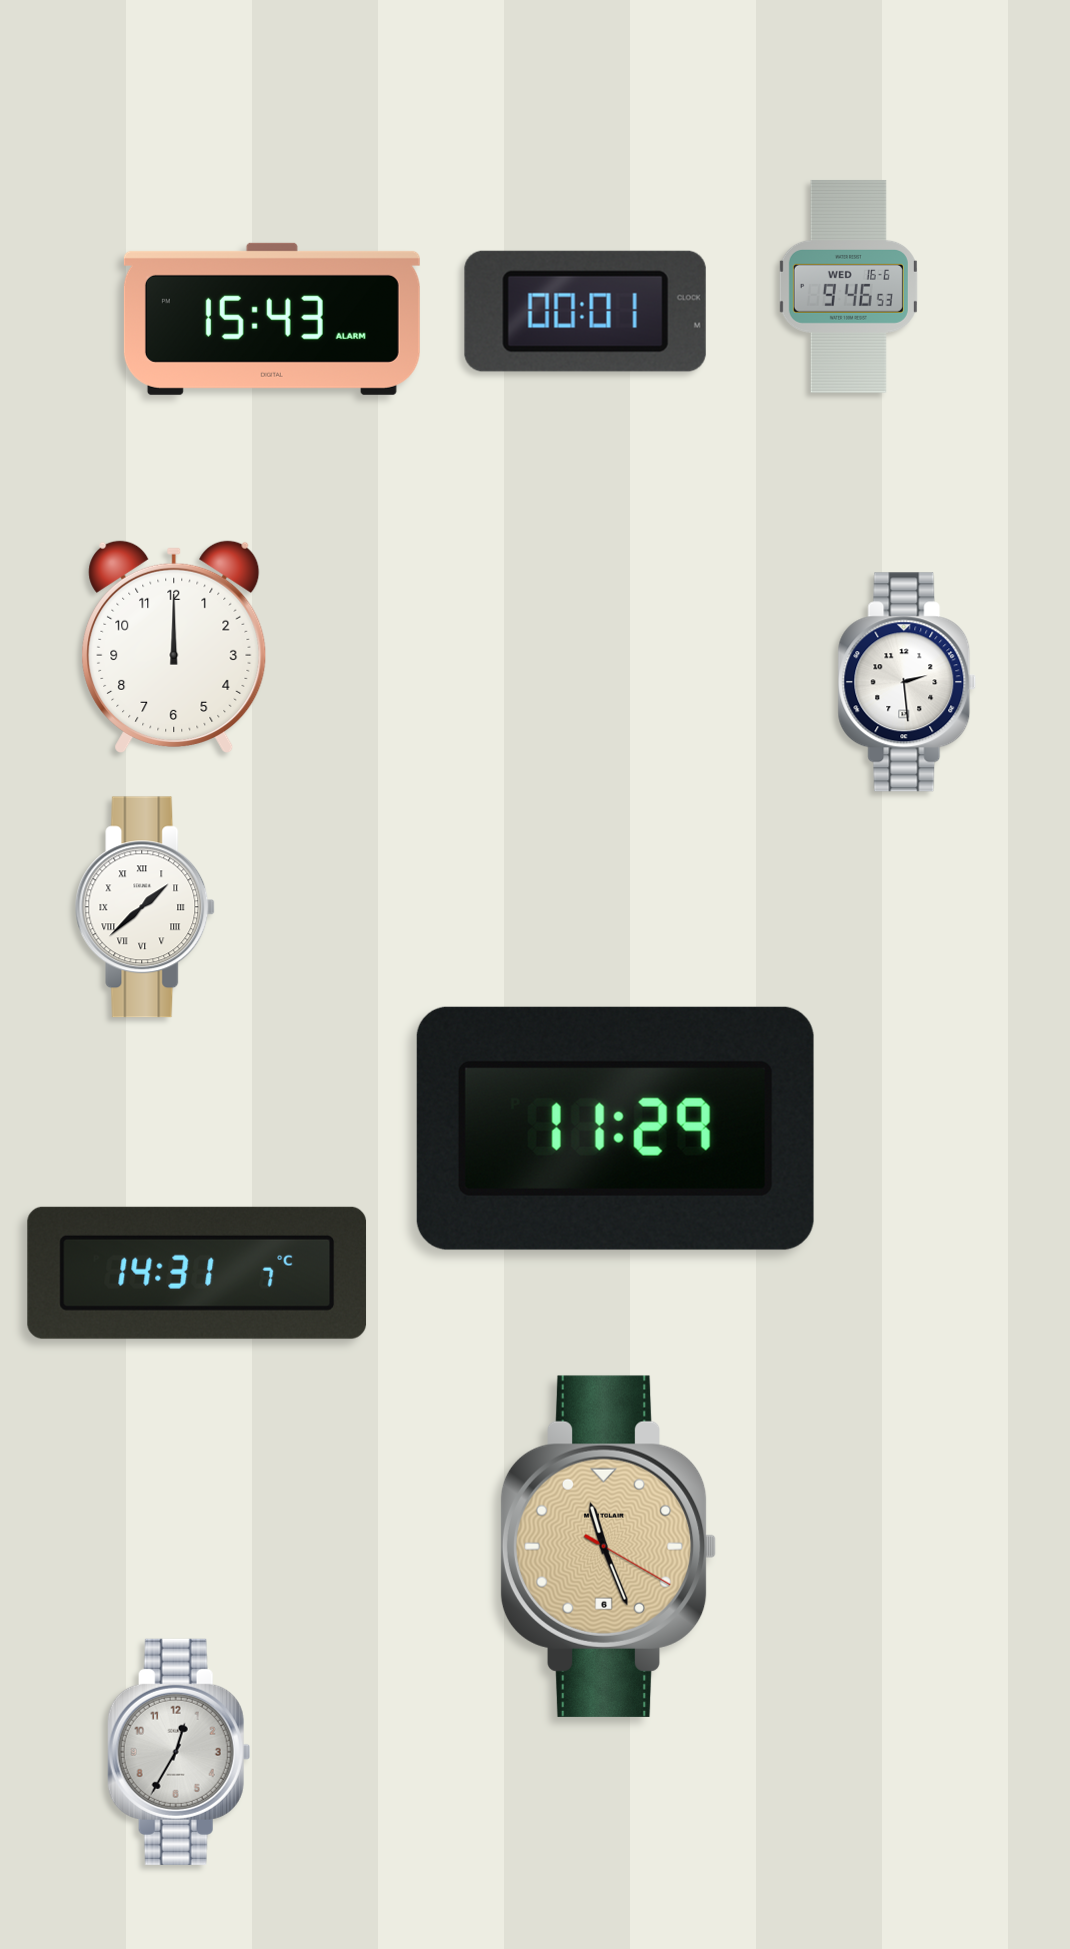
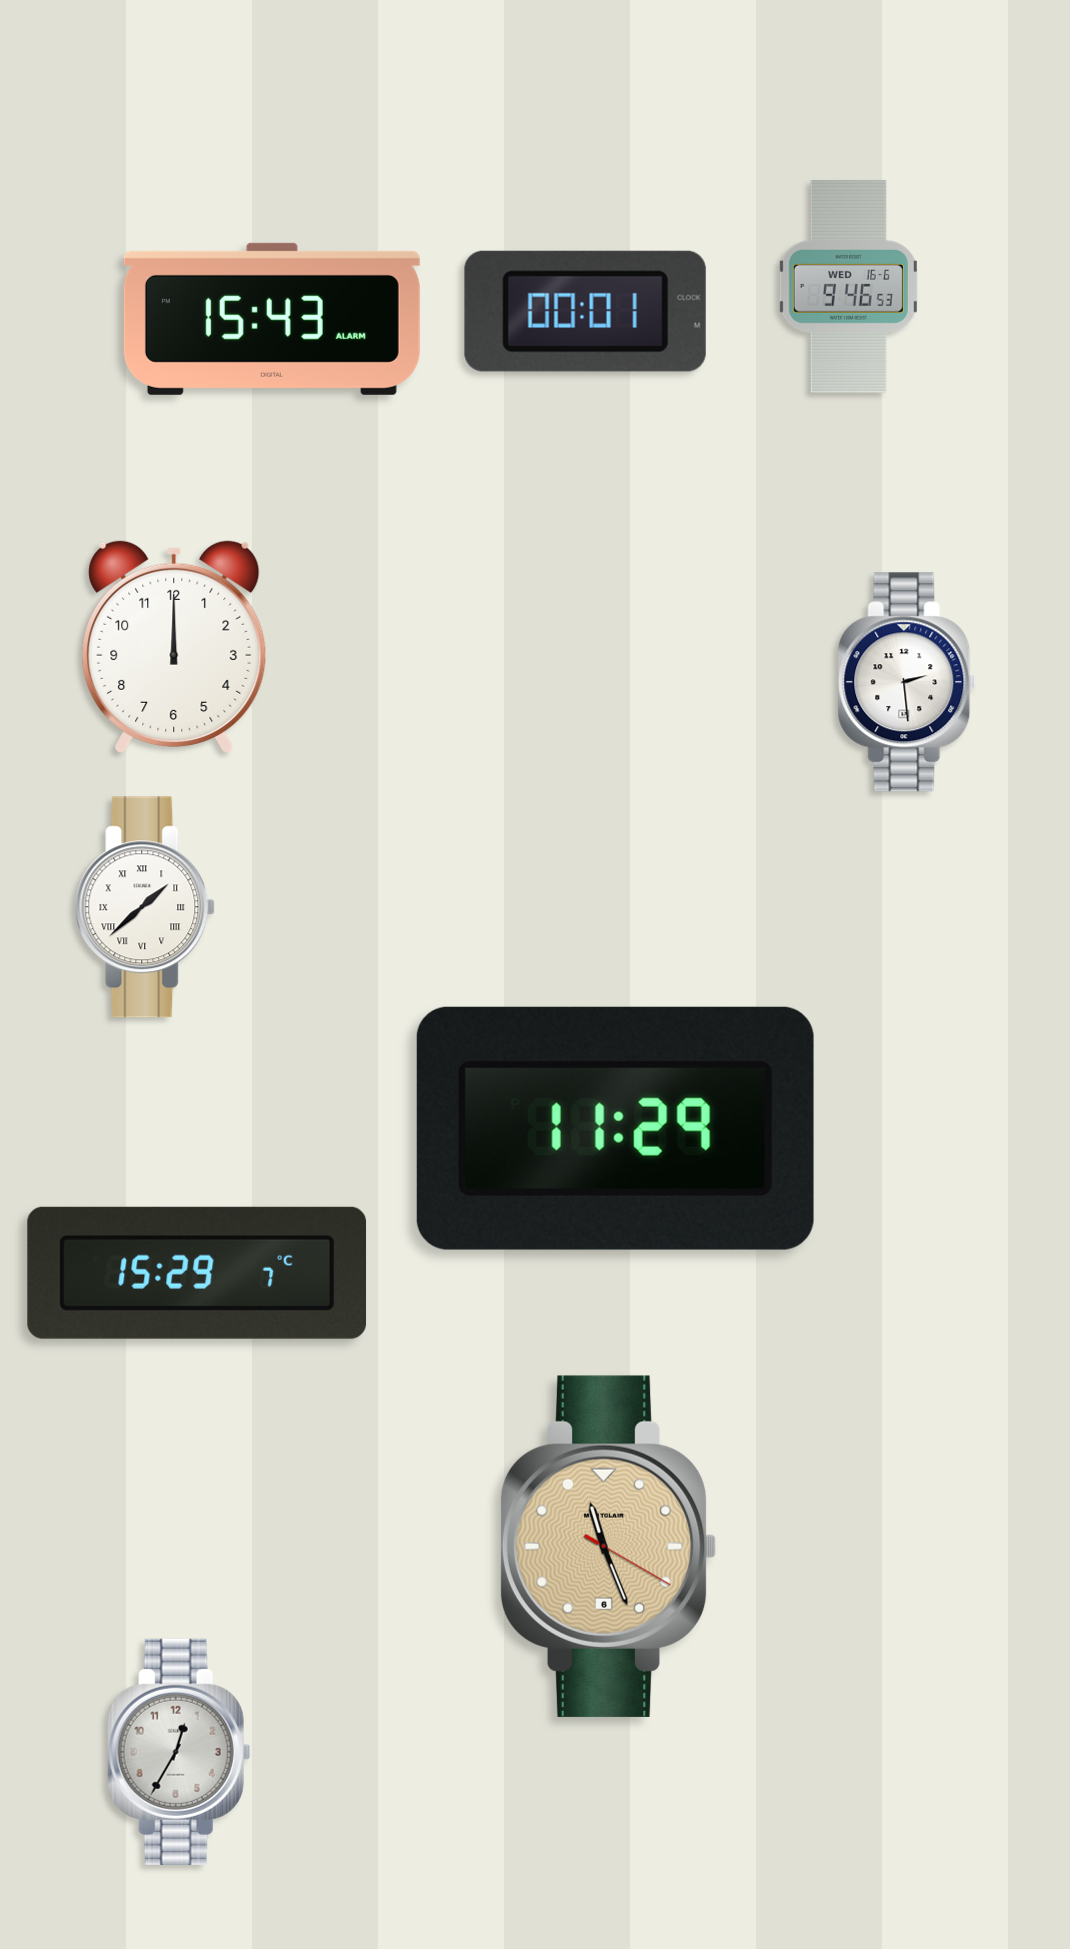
clock at (197, 1273): 14:31 -> 15:29
